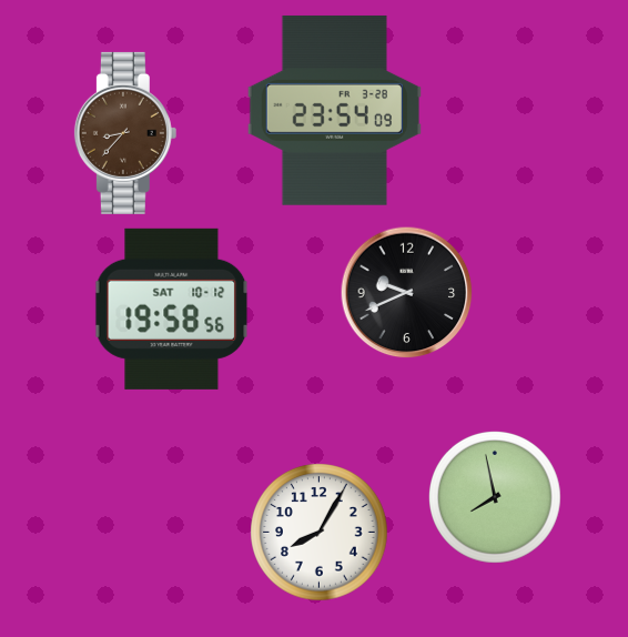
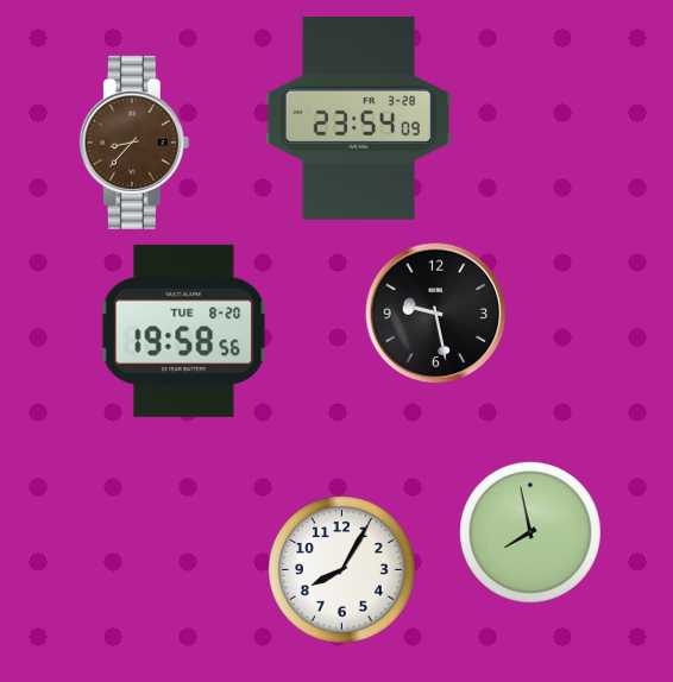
clock at (407, 293): 9:41 -> 9:28
clock at (172, 309) date: SAT 10-12 -> TUE 8-20
